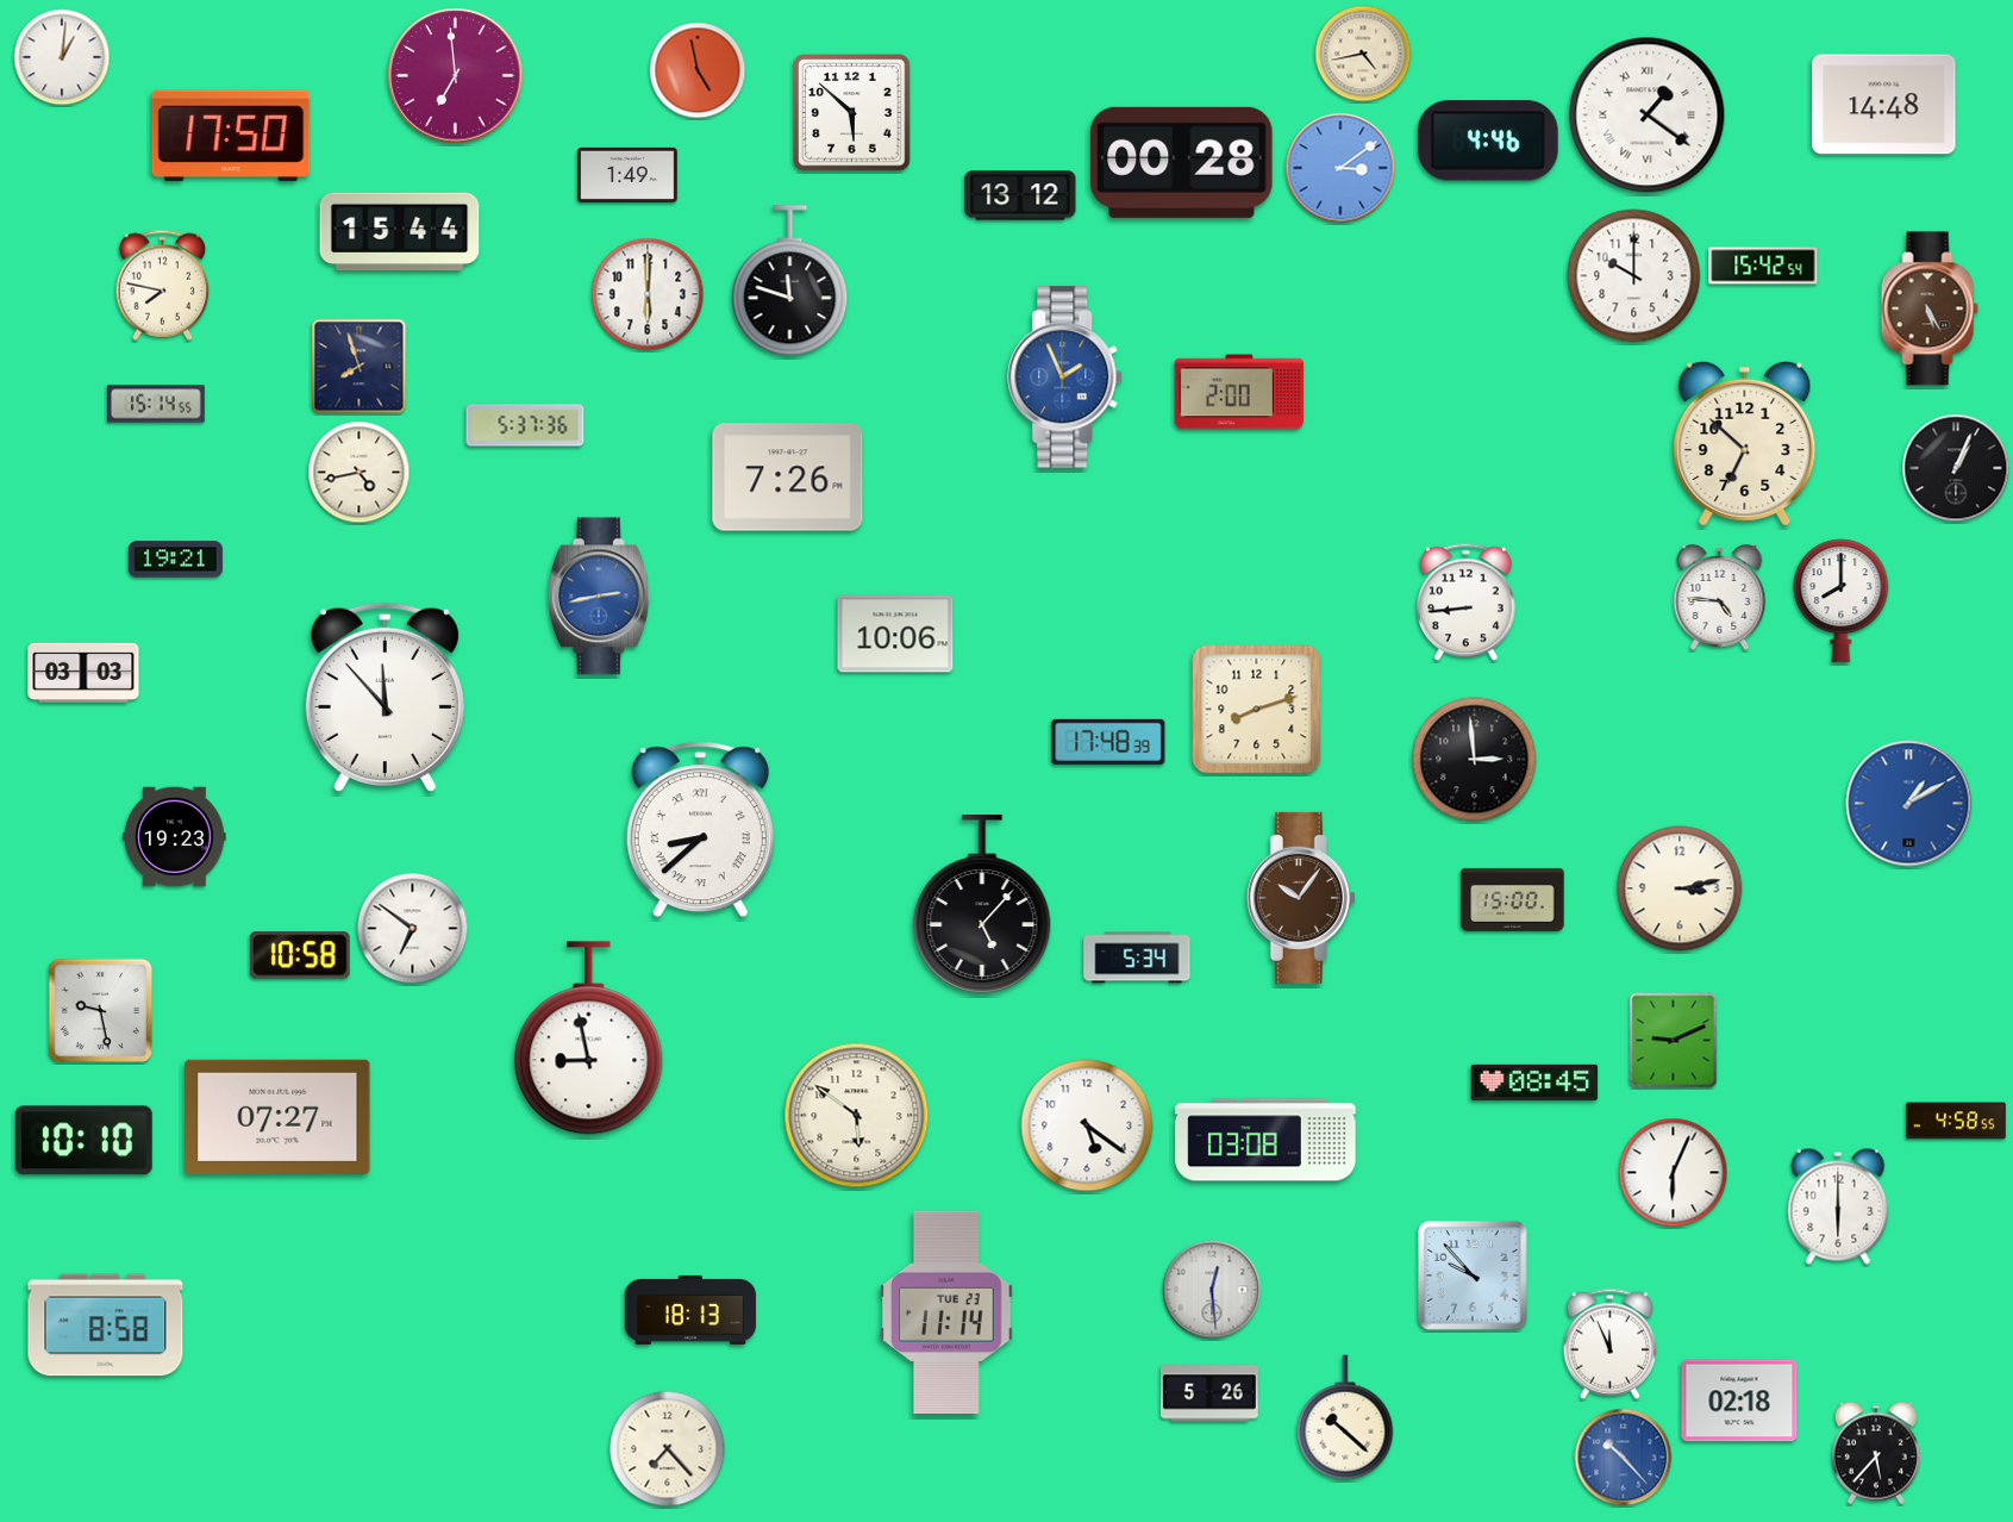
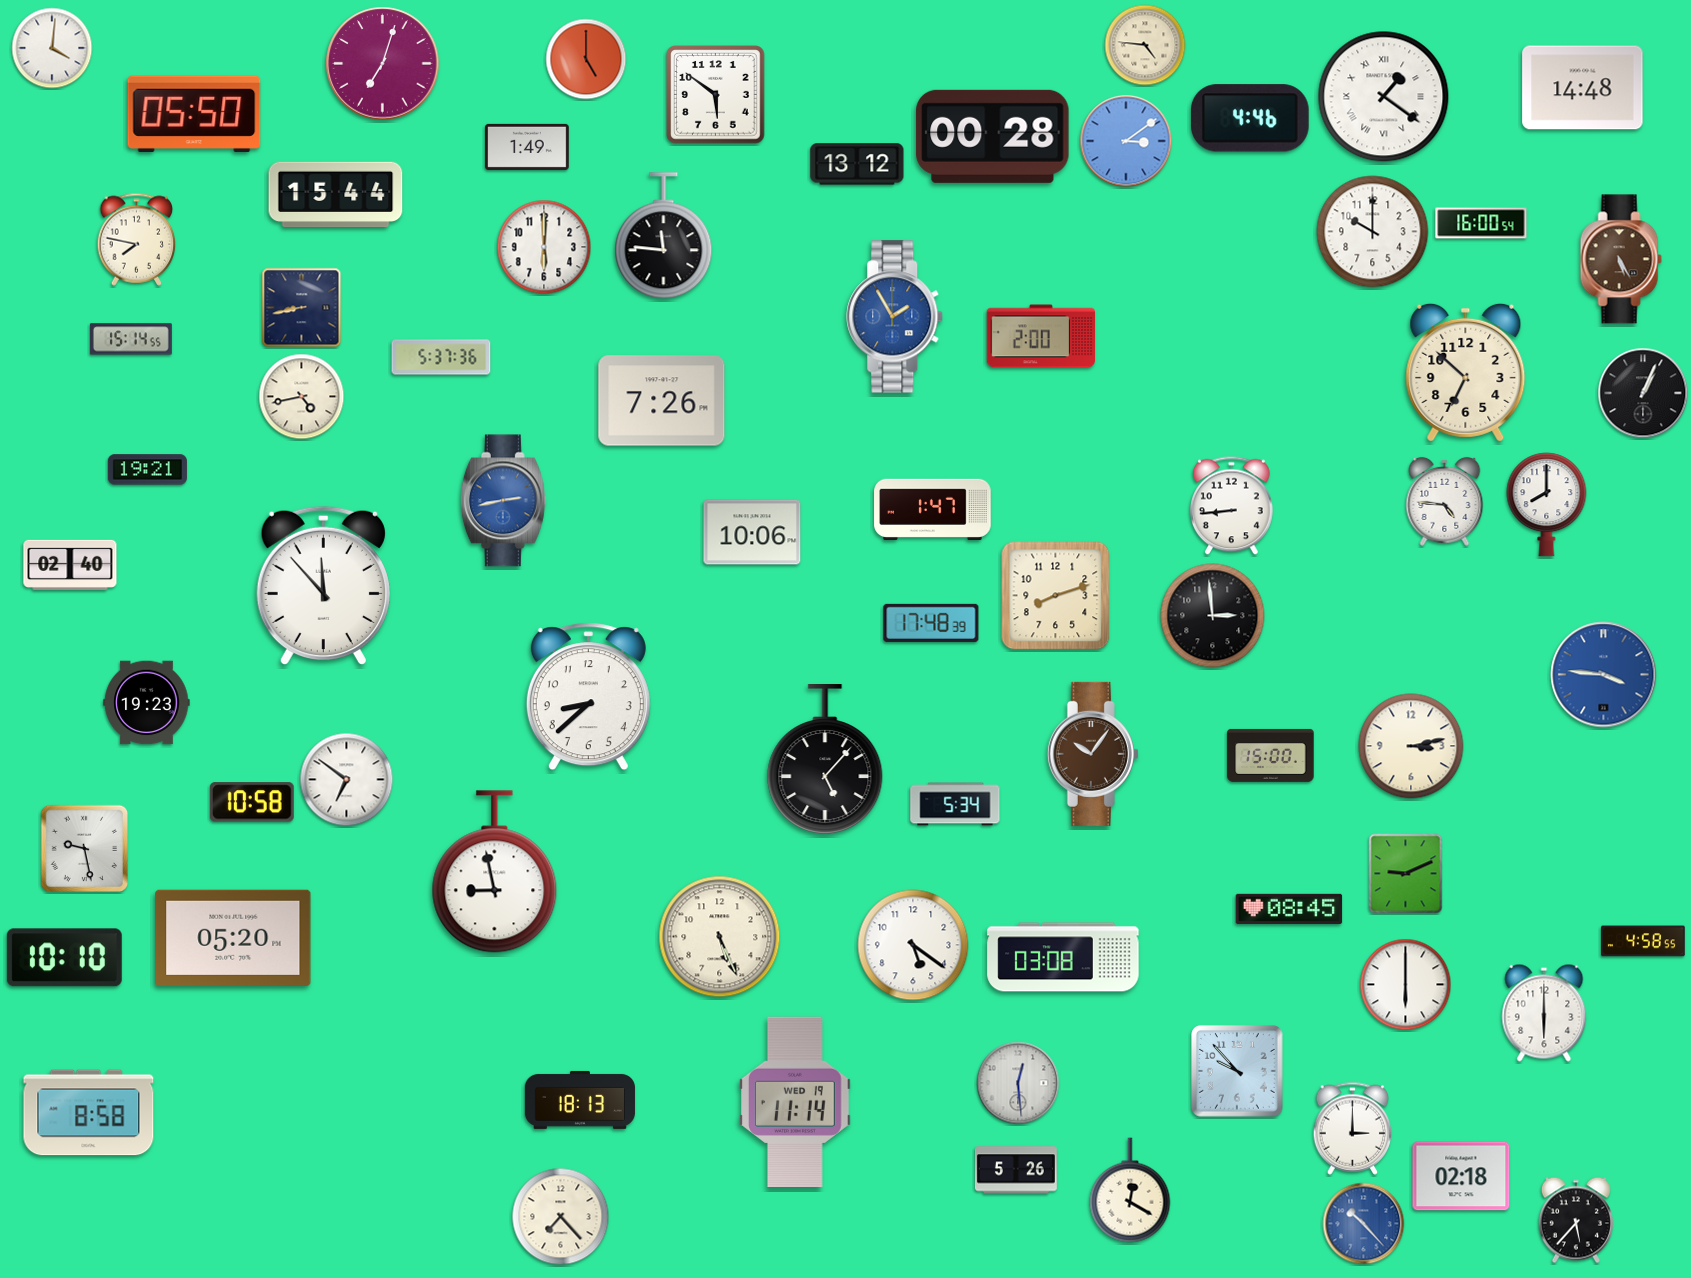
clock at (1363, 54): 4:43 -> 4:46
clock at (62, 57): 1:01 -> 4:01
clock at (698, 70): 4:58 -> 5:00
clock at (456, 76): 6:59 -> 7:03
clock at (852, 113): 5:52 -> 5:51
clock at (231, 136): 17:50 -> 05:50
clock at (1763, 266): 15:42 -> 16:00
clock at (790, 281): 11:48 -> 11:46
clock at (360, 367): 7:57 -> 8:43
clock at (1065, 378): 1:56 -> 1:55
clock at (1238, 392) position: (1238, 392) -> (1040, 336)
clock at (933, 509): none -> 1:47
clock at (83, 673): 03:03 -> 02:40
clock at (1475, 760) position: (1475, 760) -> (1213, 616)
clock at (1909, 804): 1:10 -> 3:46
clock at (700, 830) numerals: Roman -> Arabic
clock at (857, 1116): 5:51 -> 5:26
clock at (277, 1117): 07:27 -> 05:20
clock at (83, 1141) position: (83, 1141) -> (64, 958)
clock at (1674, 1173): 6:04 -> 6:00
clock at (948, 1312) date: TUE 23 -> WED 19
clock at (1611, 1343): 11:56 -> 3:00
clock at (1345, 1417): 10:22 -> 12:20
